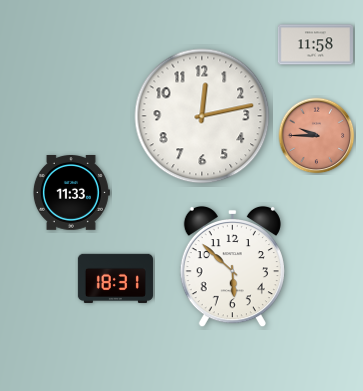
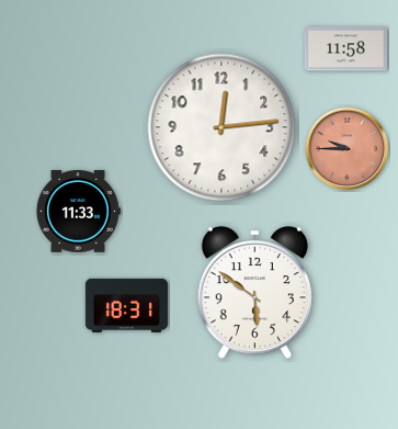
clock at (202, 116): 12:13 -> 12:14
clock at (232, 267): 5:52 -> 5:51
